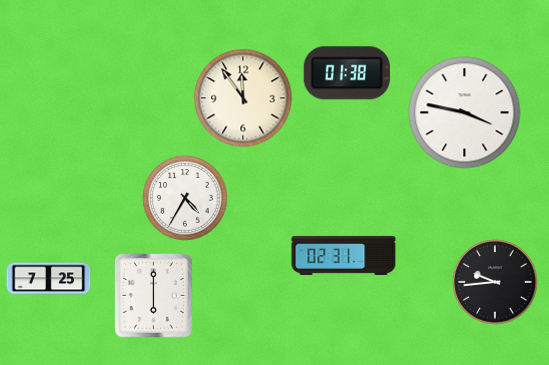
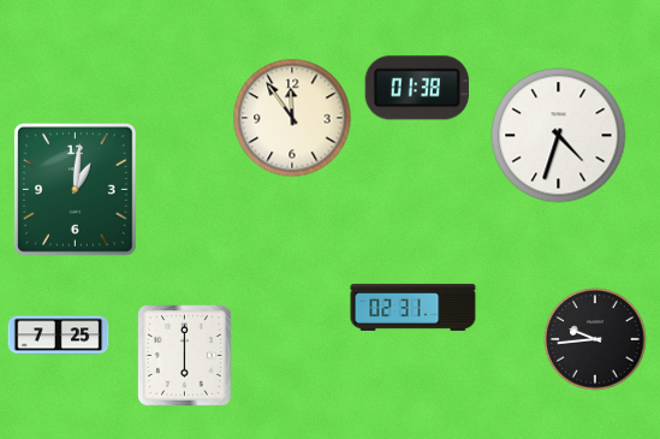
clock at (465, 113): 3:47 -> 4:33
clock at (75, 190): none -> 1:01
clock at (185, 198): 4:35 -> none
